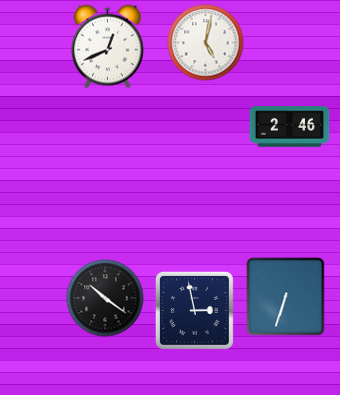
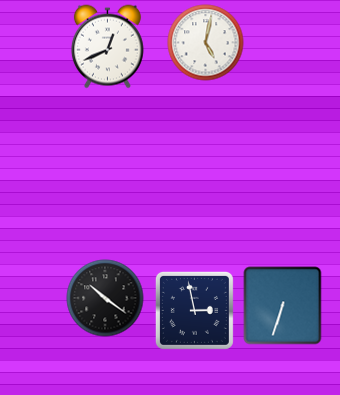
clock at (290, 127): 2:46 -> none
clock at (286, 297) position: (286, 297) -> (283, 306)
